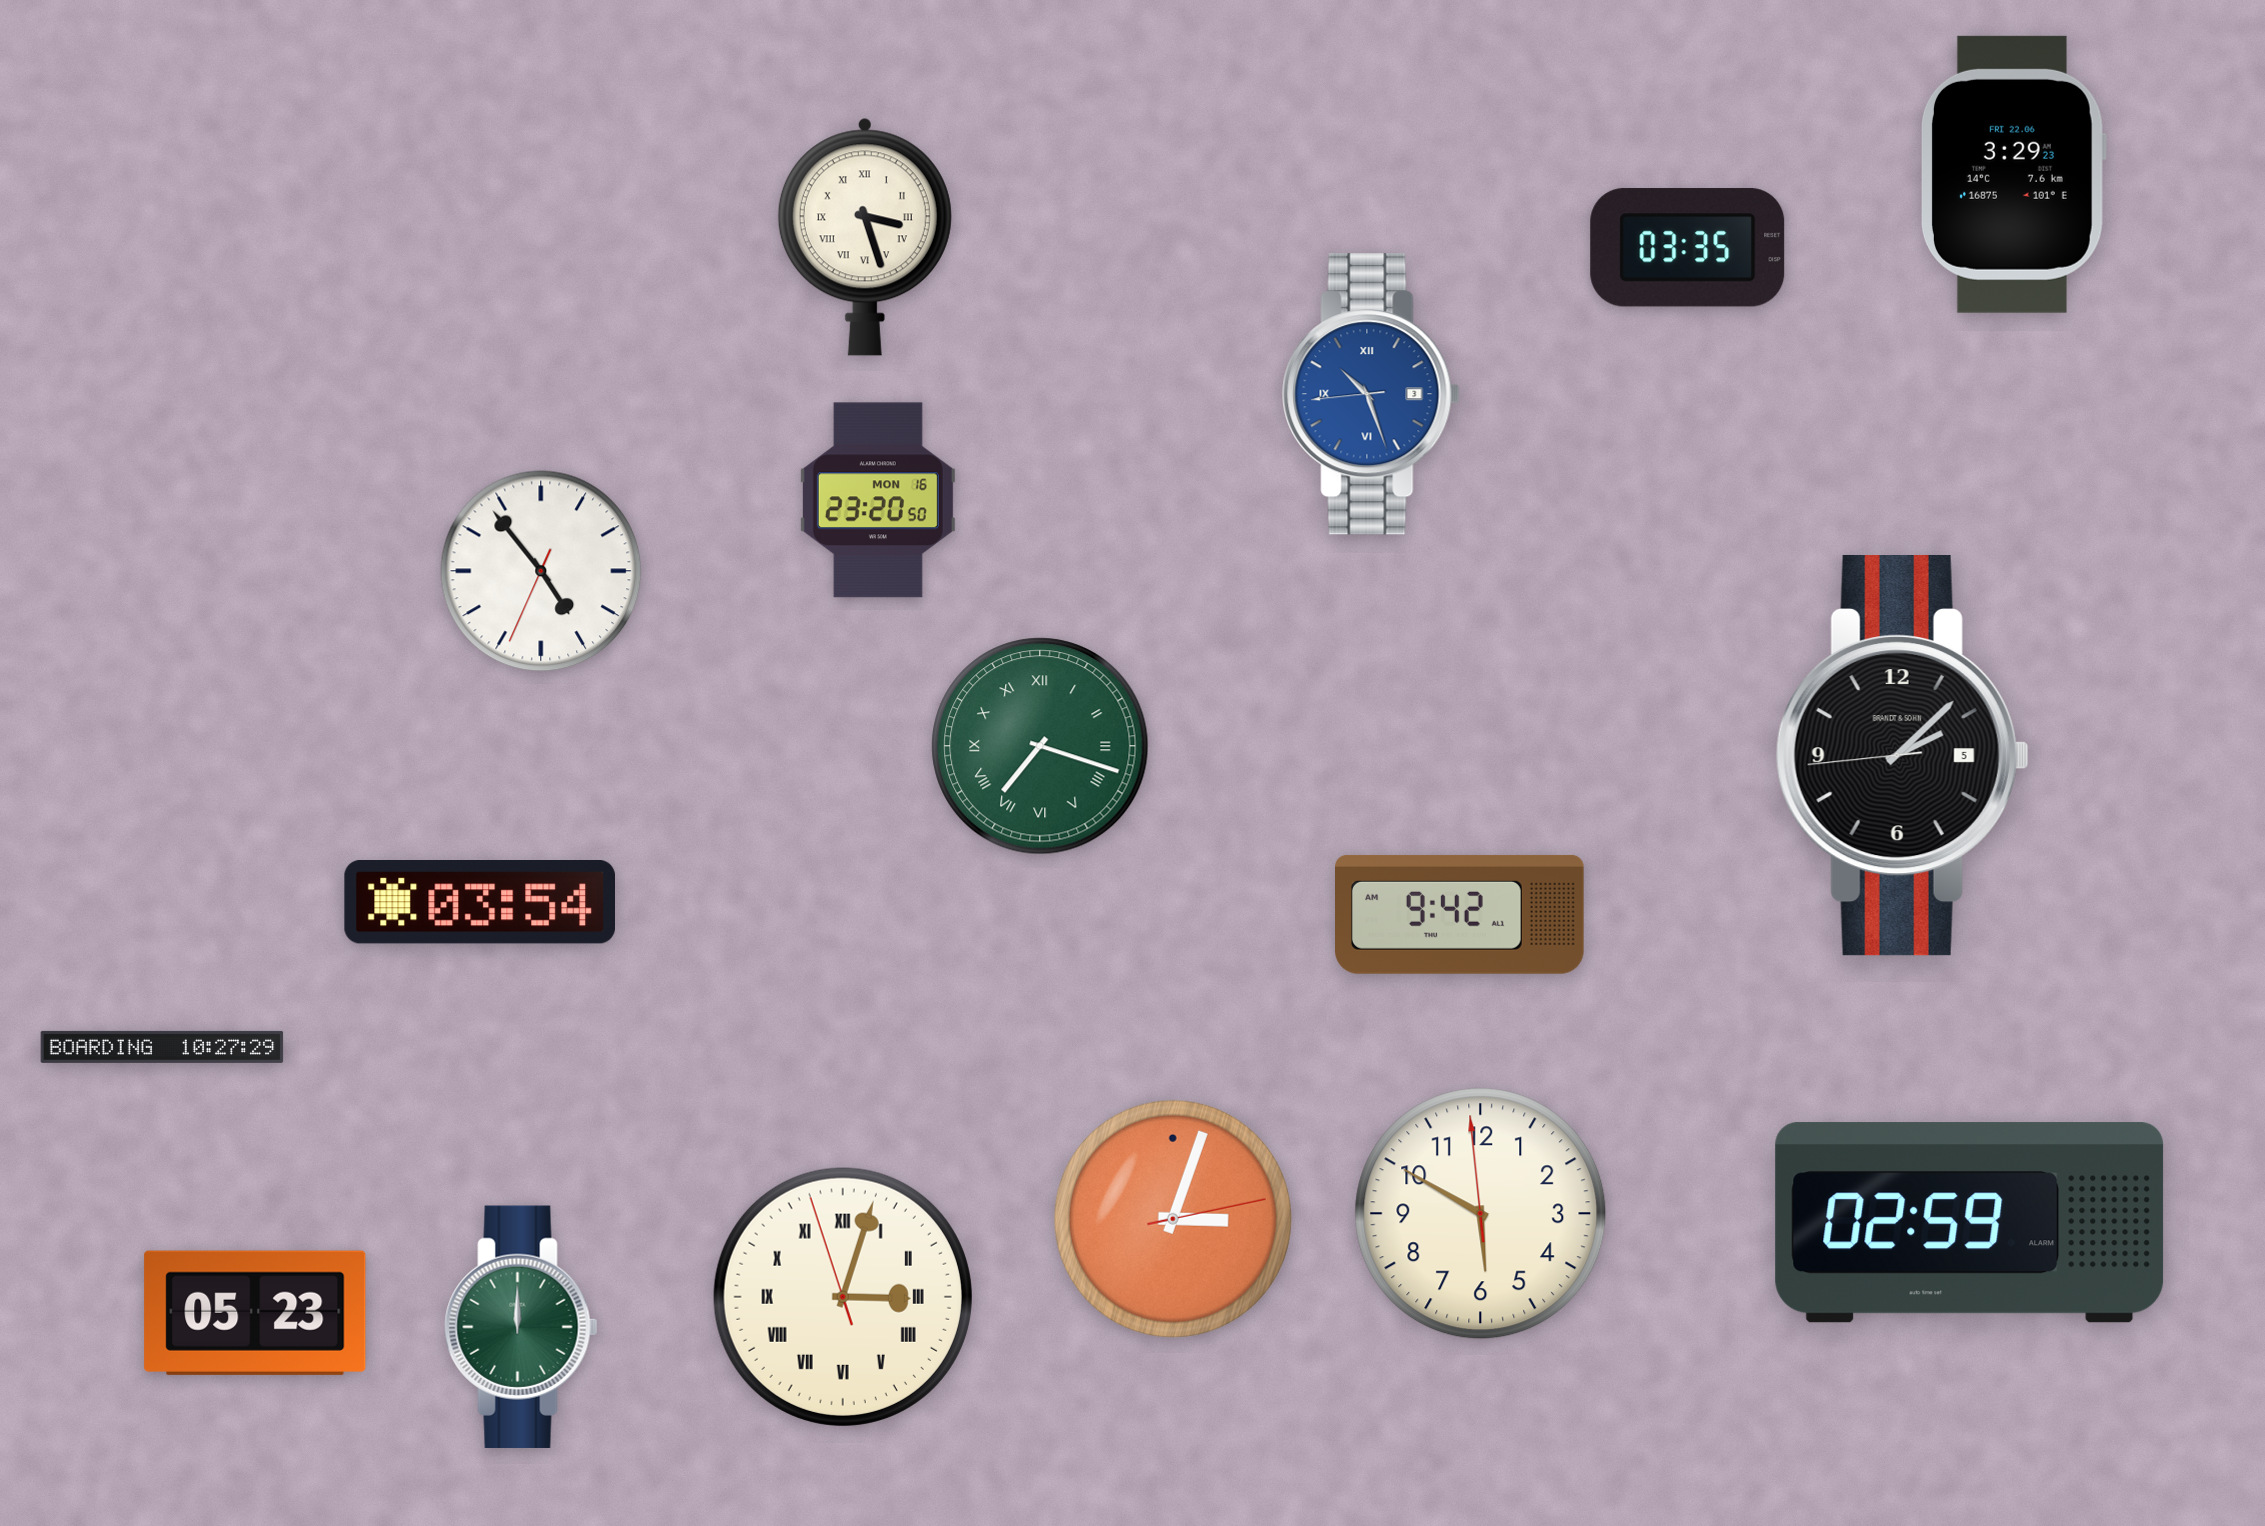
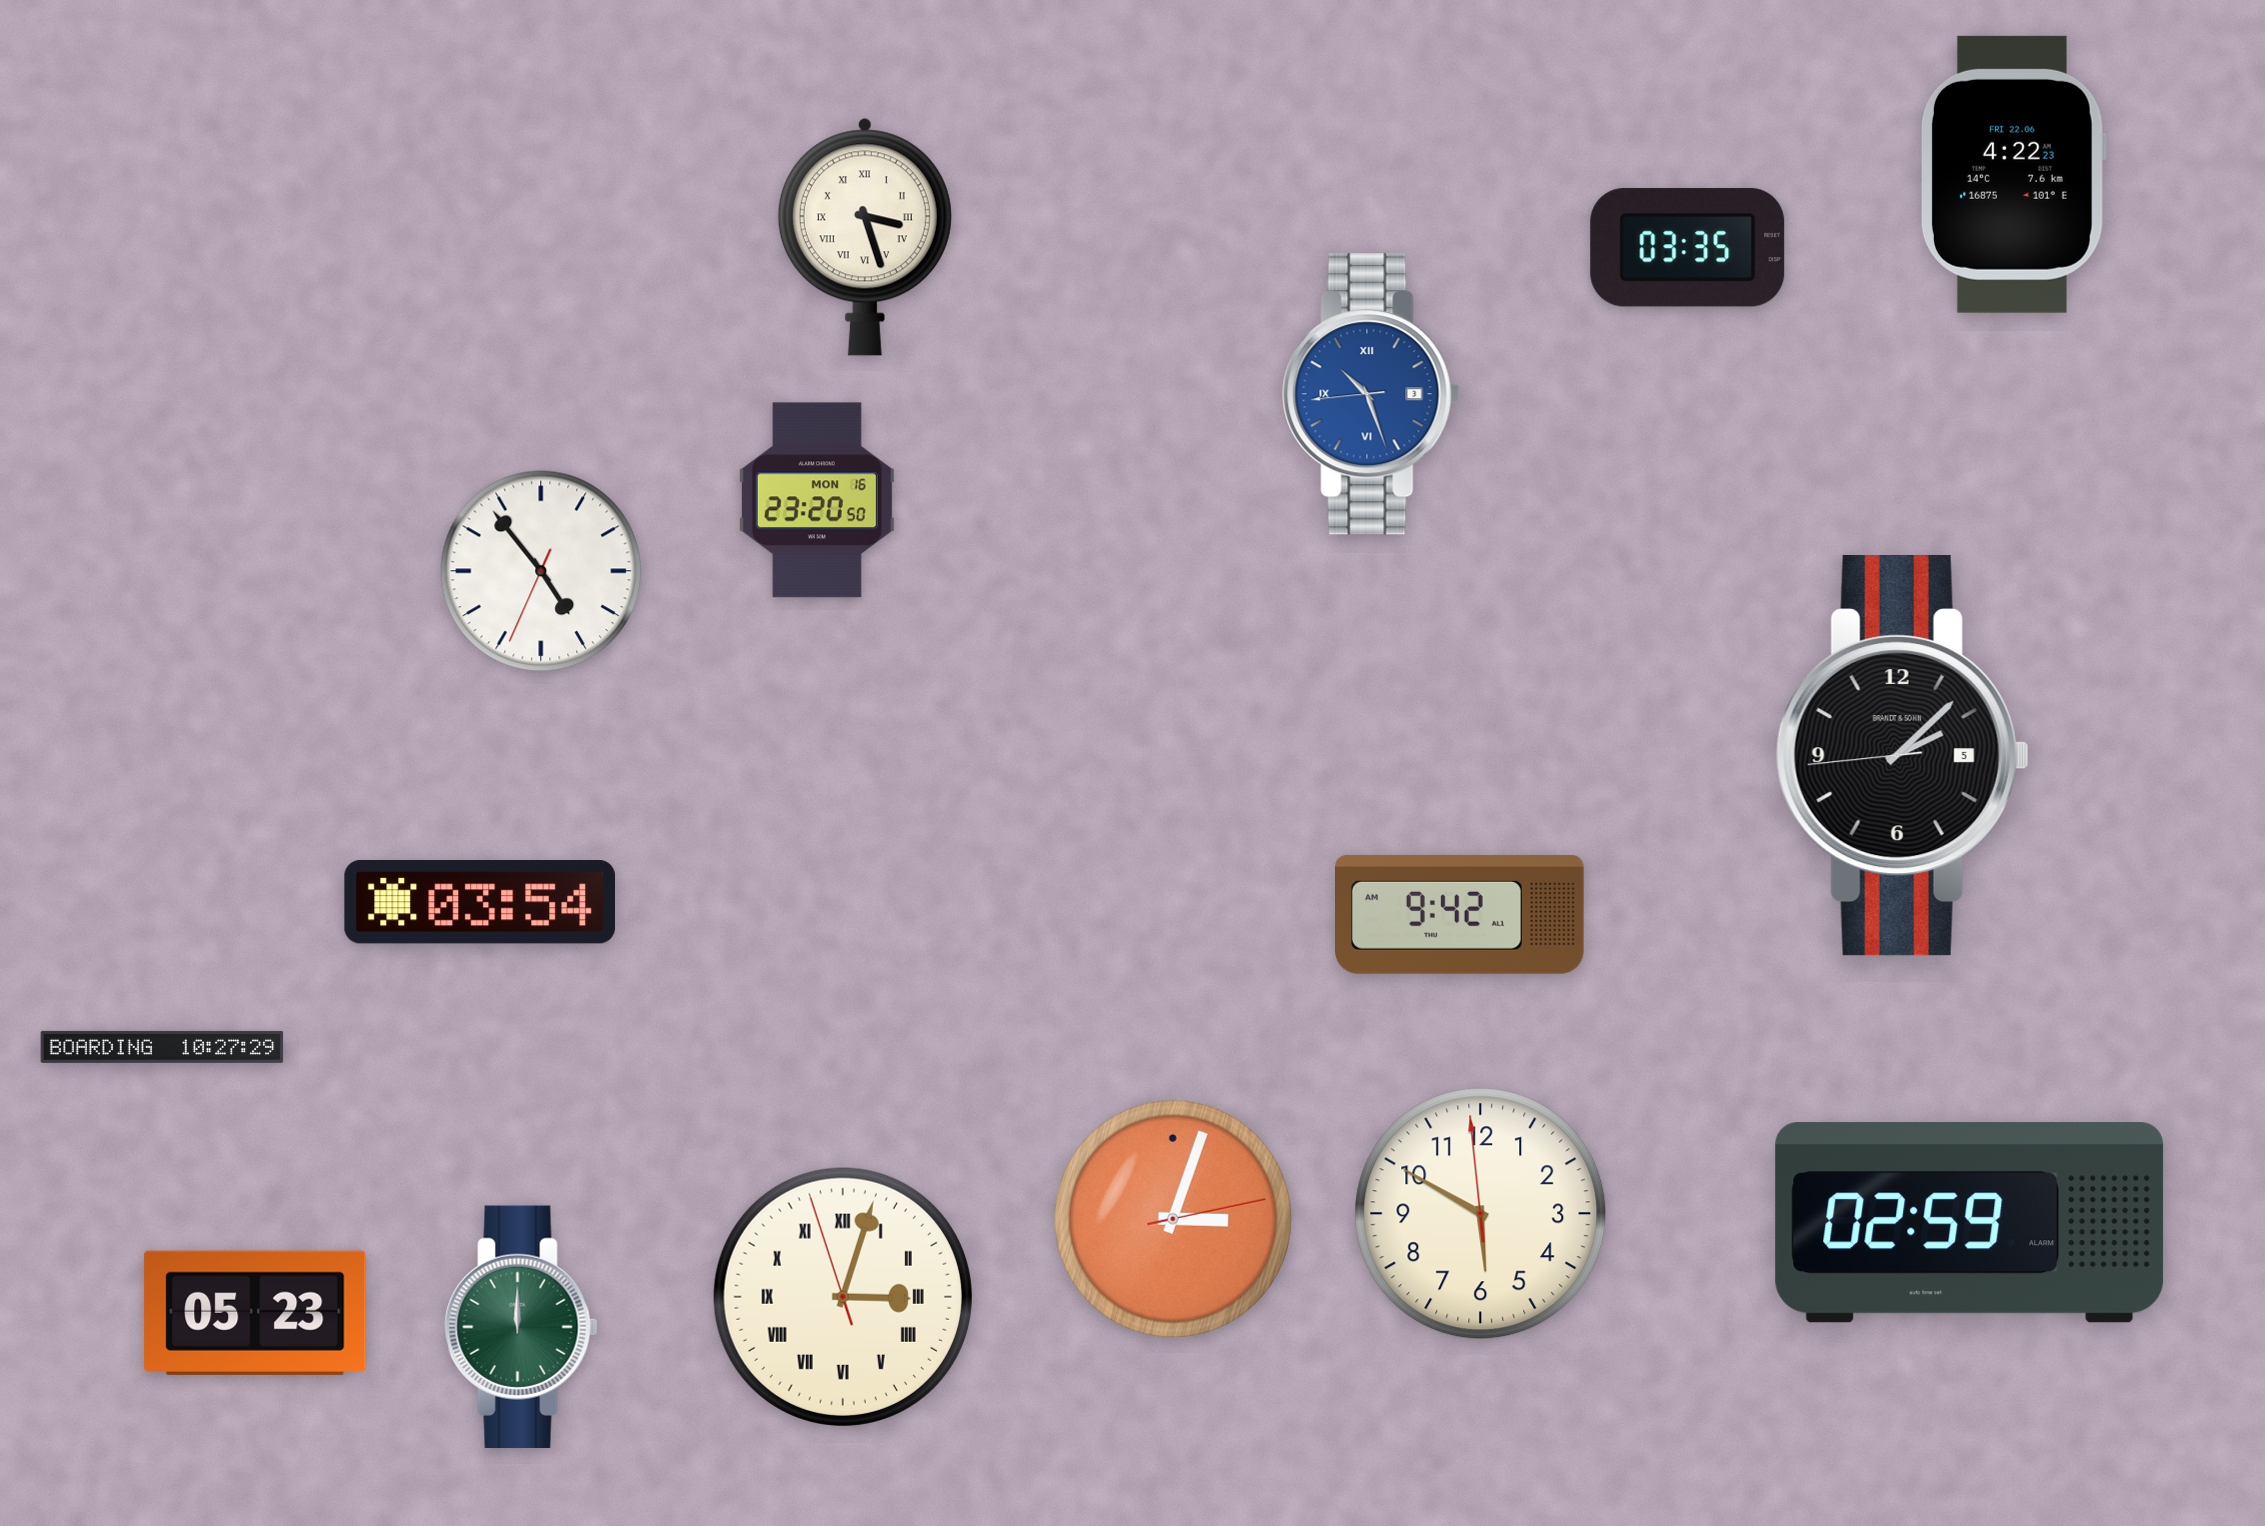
clock at (2013, 174): 3:29 -> 4:22
clock at (878, 500) position: (878, 500) -> (817, 500)
clock at (1040, 746): 7:18 -> none
